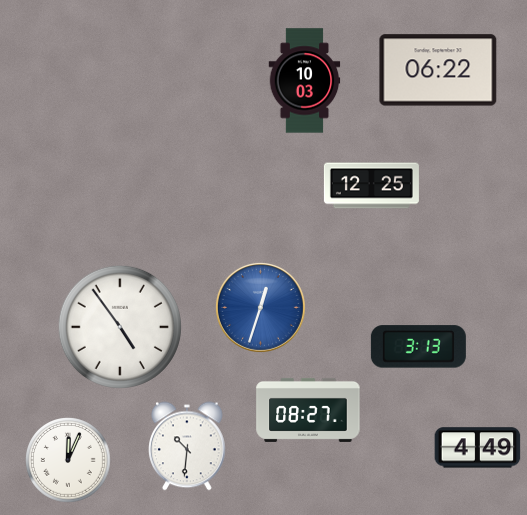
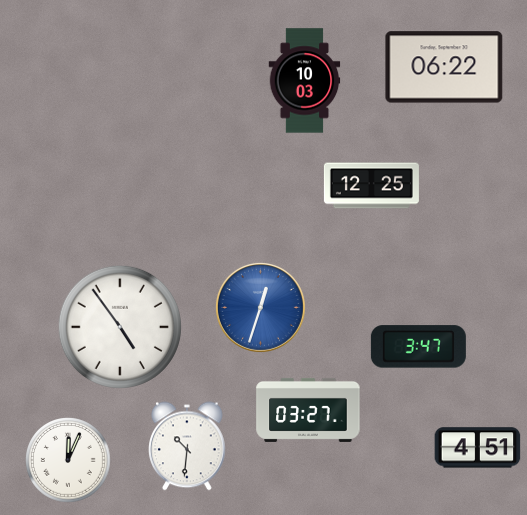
clock at (438, 70) position: (438, 70) -> (444, 67)
clock at (418, 347): 3:13 -> 3:47
clock at (308, 410): 08:27 -> 03:27
clock at (478, 448): 4:49 -> 4:51
